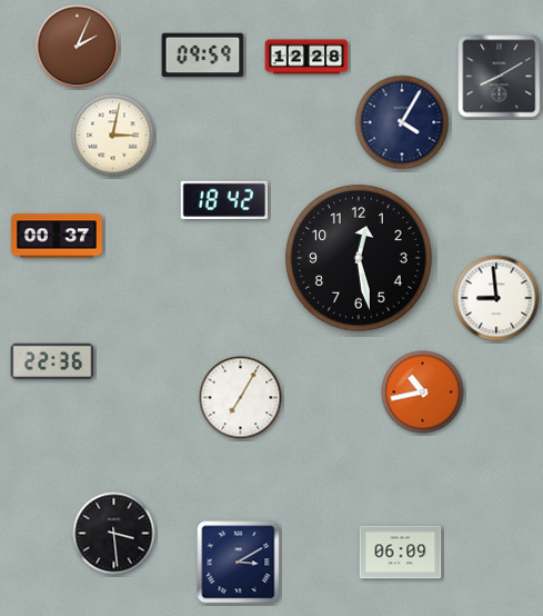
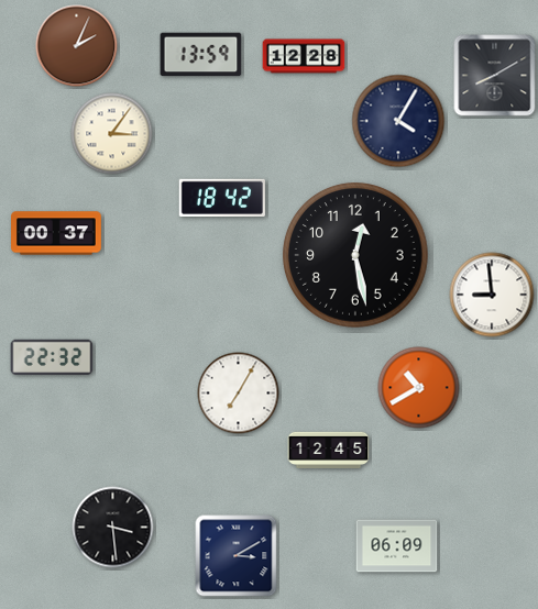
clock at (203, 56): 09:59 -> 13:59
clock at (113, 136): 3:02 -> 3:06
clock at (52, 360): 22:36 -> 22:32
clock at (423, 393): 10:43 -> 10:40
clock at (329, 450): none -> 12:45
